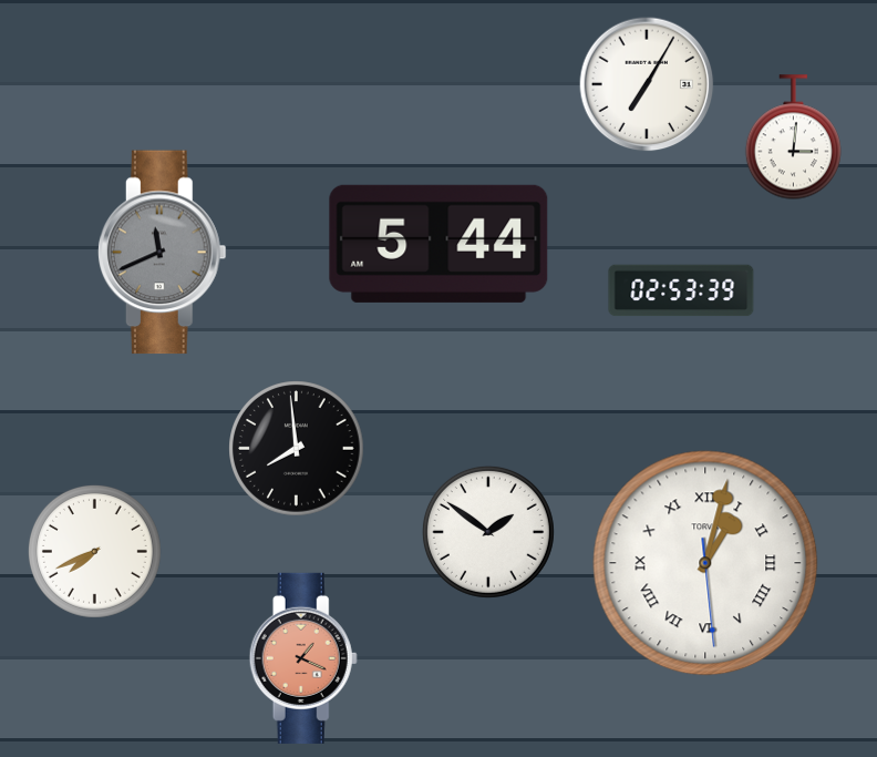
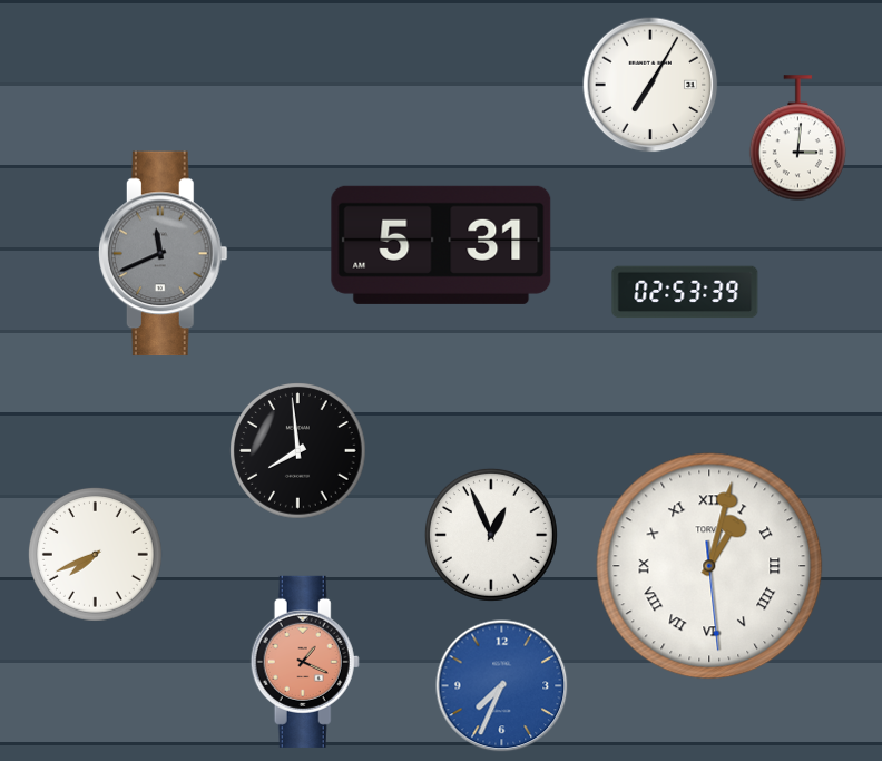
clock at (438, 244): 5:44 -> 5:31
clock at (488, 532): 1:51 -> 12:56
clock at (502, 686): none -> 7:34
